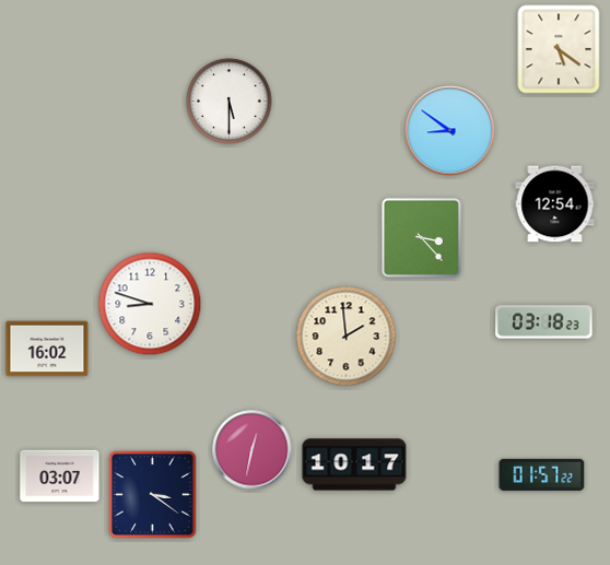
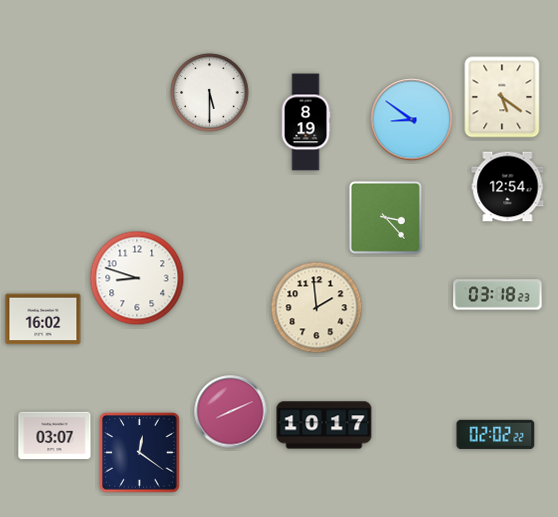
clock at (559, 49) position: (559, 49) -> (502, 97)
clock at (306, 122): none -> 8:19
clock at (253, 450): 12:32 -> 8:11
clock at (542, 474): 01:57 -> 02:02
clock at (153, 495): 3:21 -> 12:21
